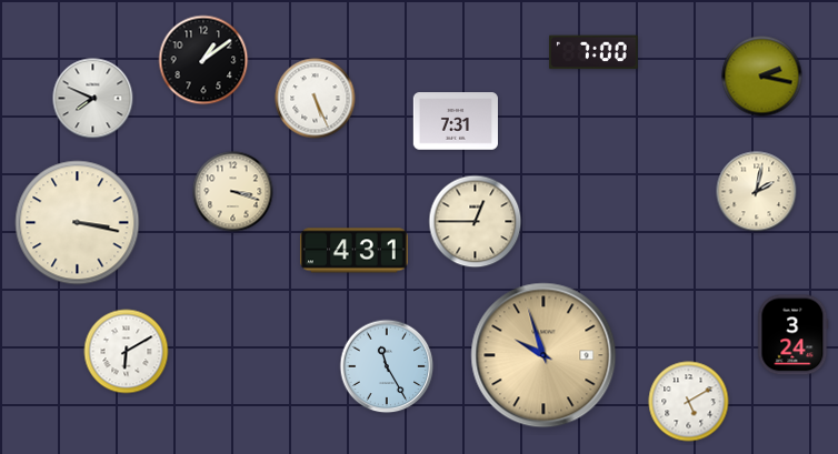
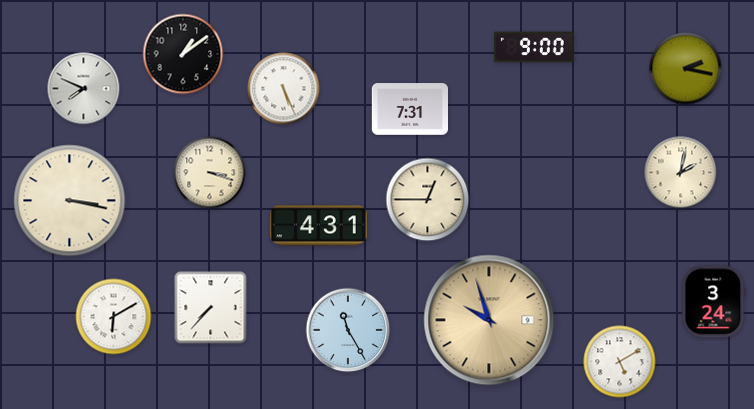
clock at (595, 52): 7:00 -> 9:00
clock at (211, 308): none -> 7:37
